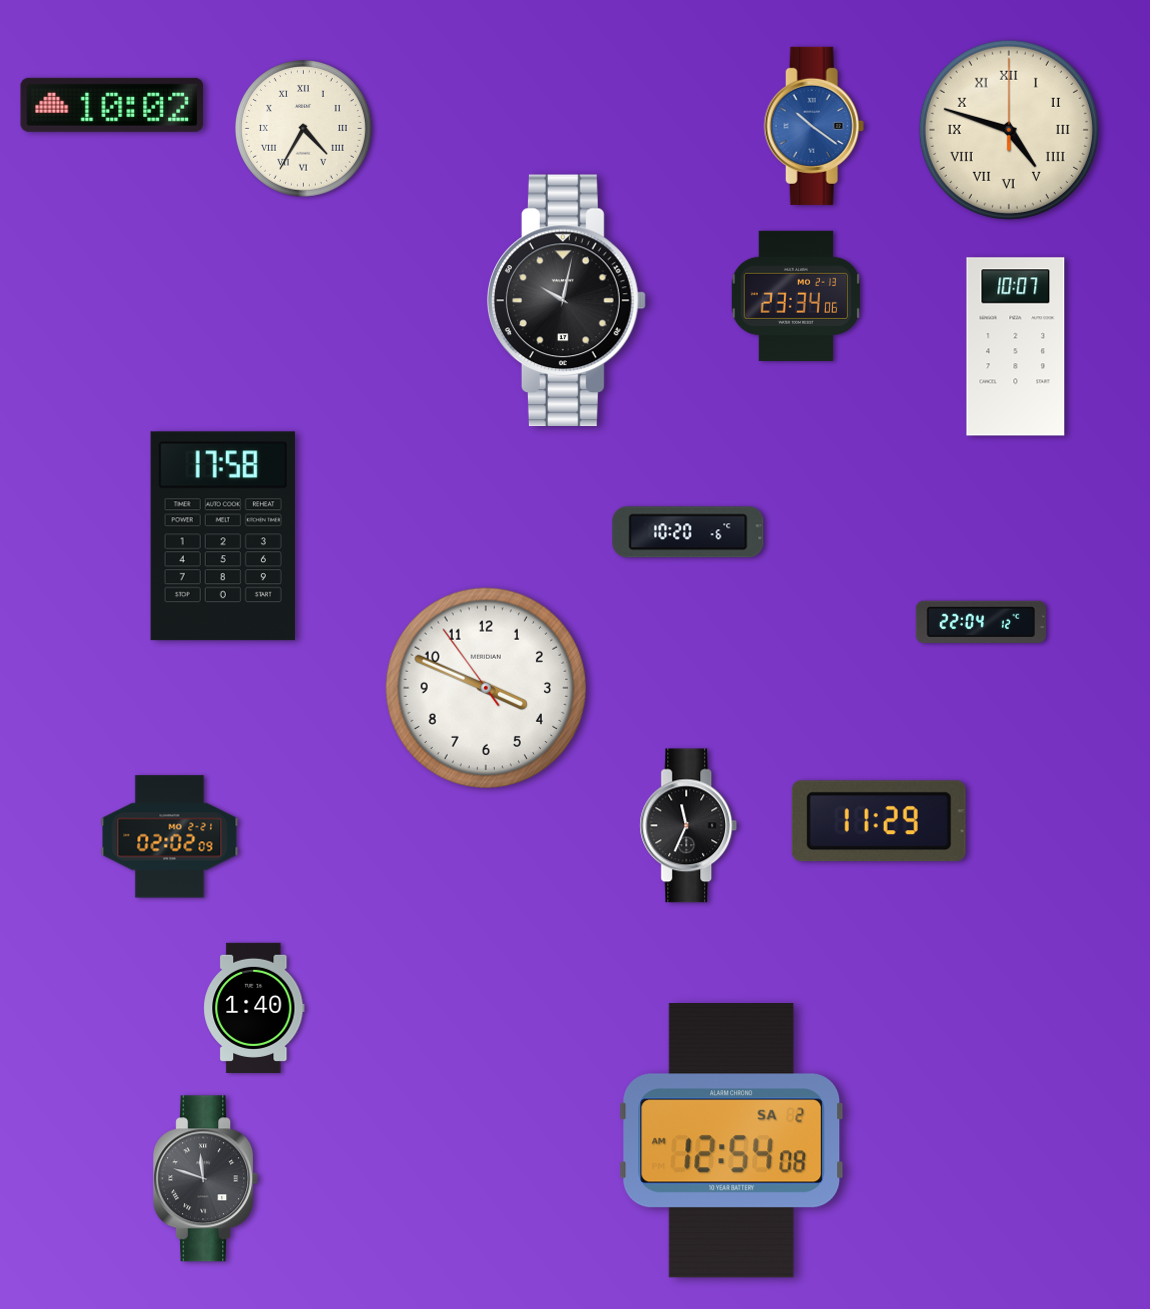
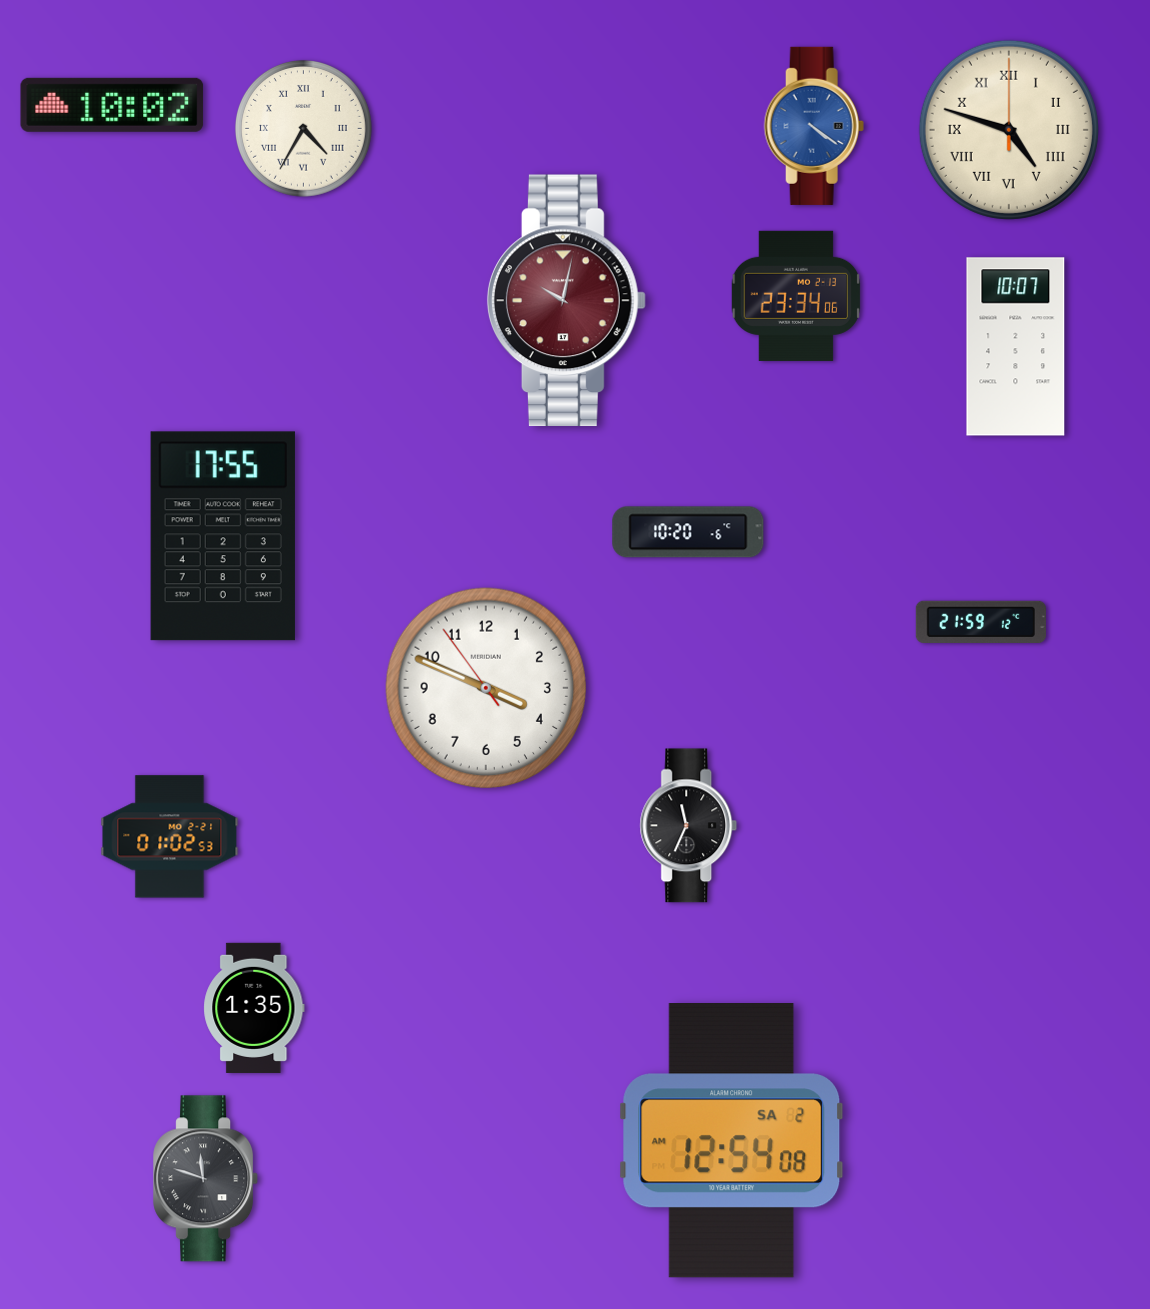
clock at (814, 126): 10:21 -> 4:21
clock at (566, 301) dial: black -> burgundy
clock at (223, 536): 17:58 -> 17:55
clock at (981, 622): 22:04 -> 21:59
clock at (879, 821): 11:29 -> none
clock at (170, 837): 02:02 -> 01:02
clock at (254, 1008): 1:40 -> 1:35
